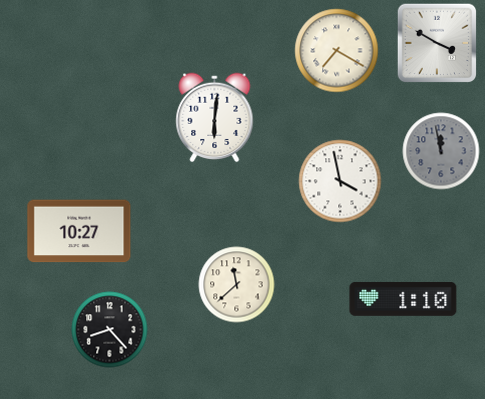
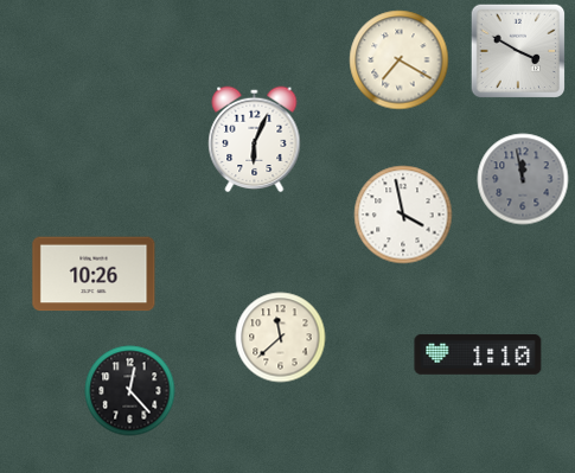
clock at (215, 118): 6:01 -> 6:04
clock at (79, 231): 10:27 -> 10:26
clock at (110, 330): 8:23 -> 12:23
